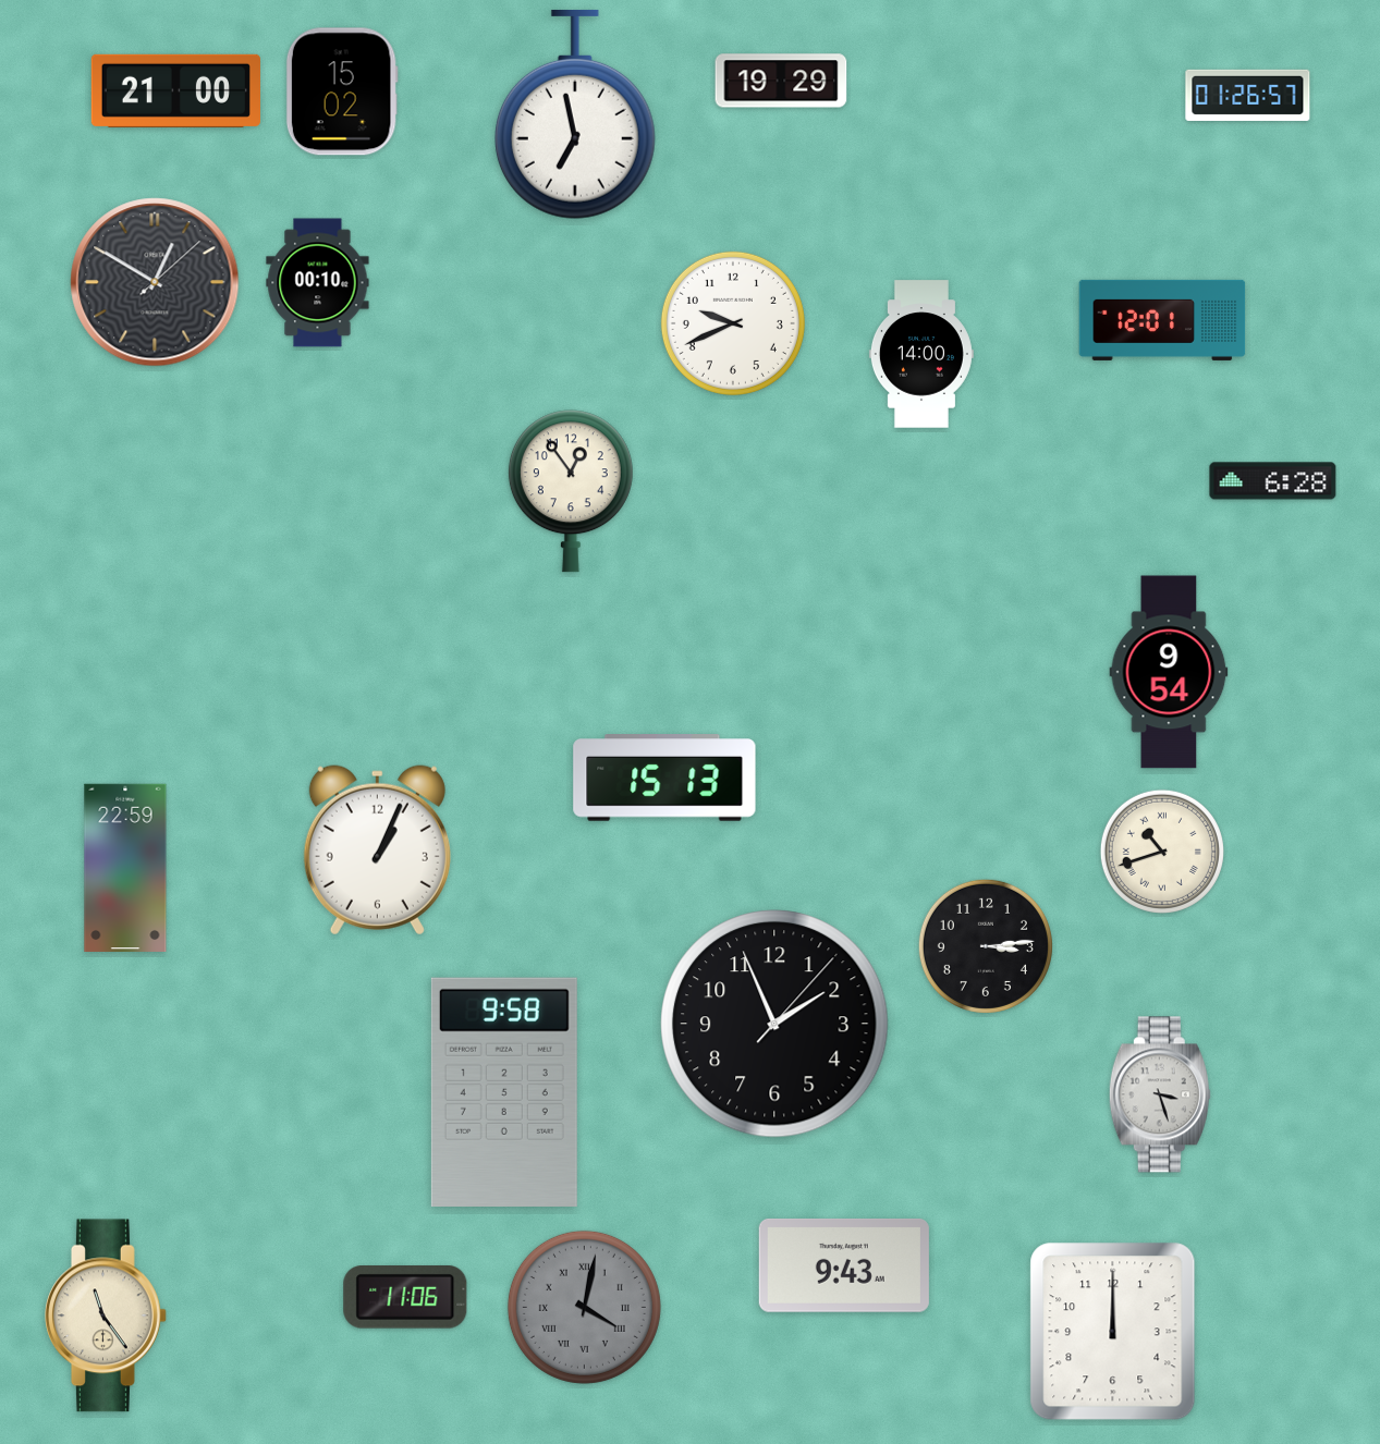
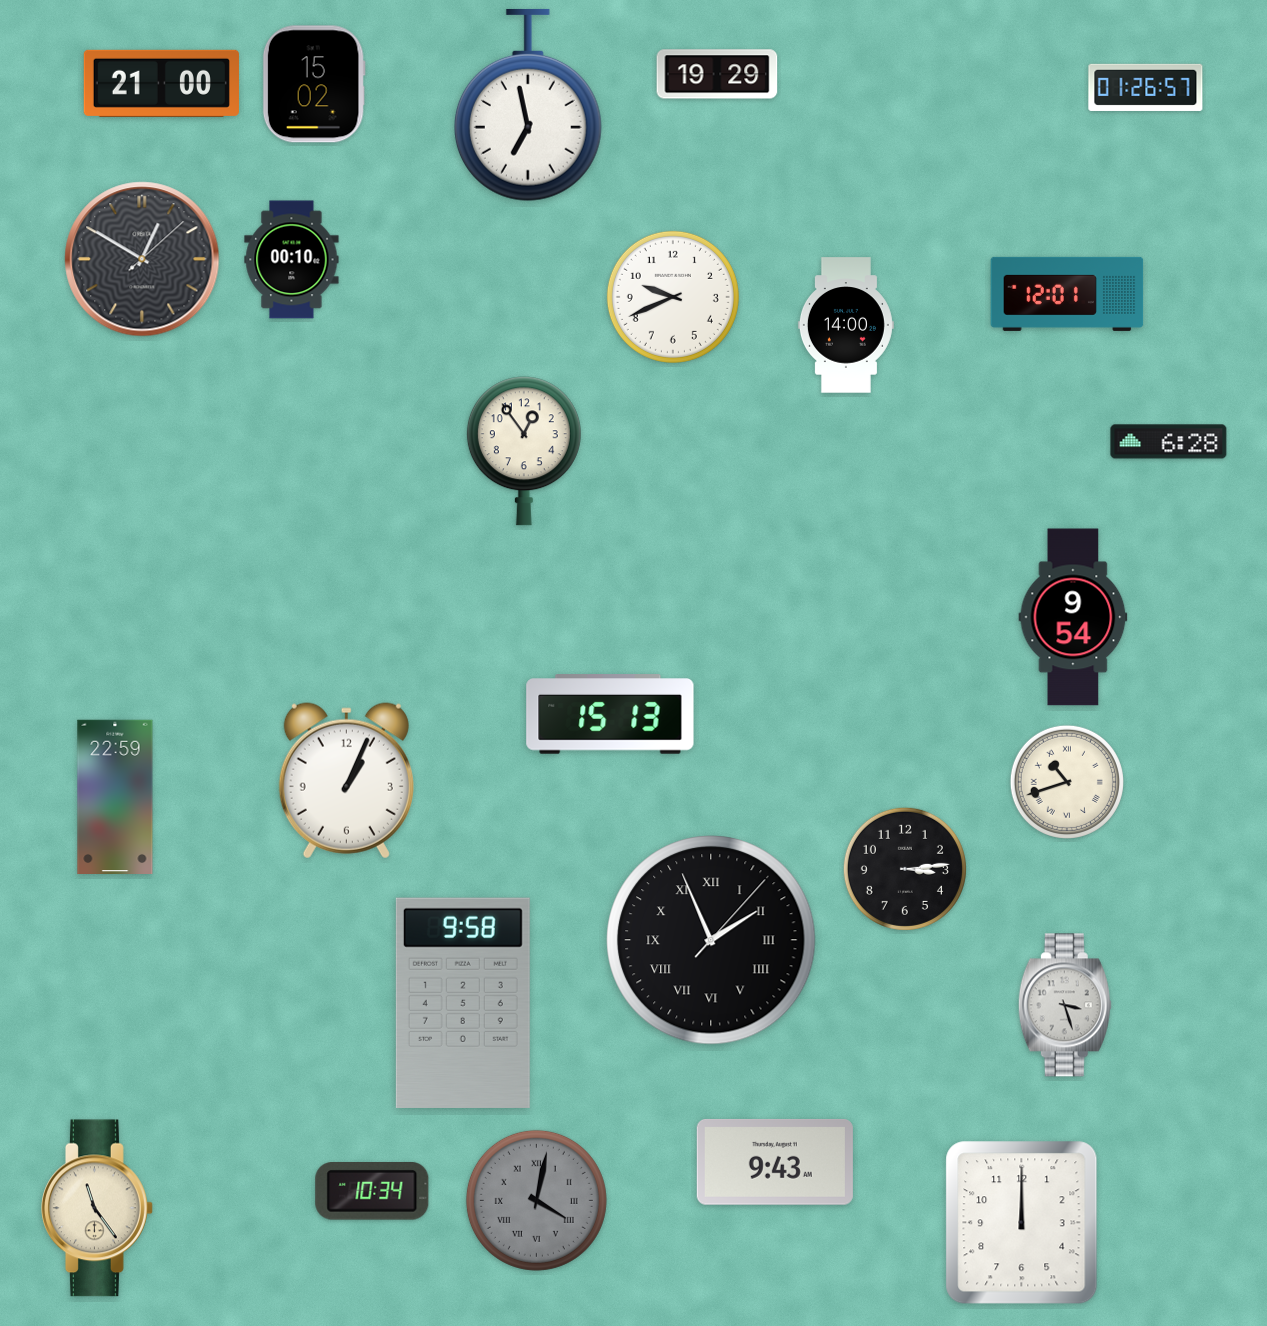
clock at (774, 1024) numerals: Arabic -> Roman
clock at (405, 1298): 11:06 -> 10:34
